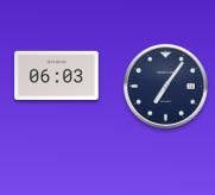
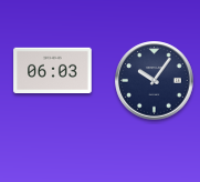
clock at (166, 87): 7:06 -> 10:06
